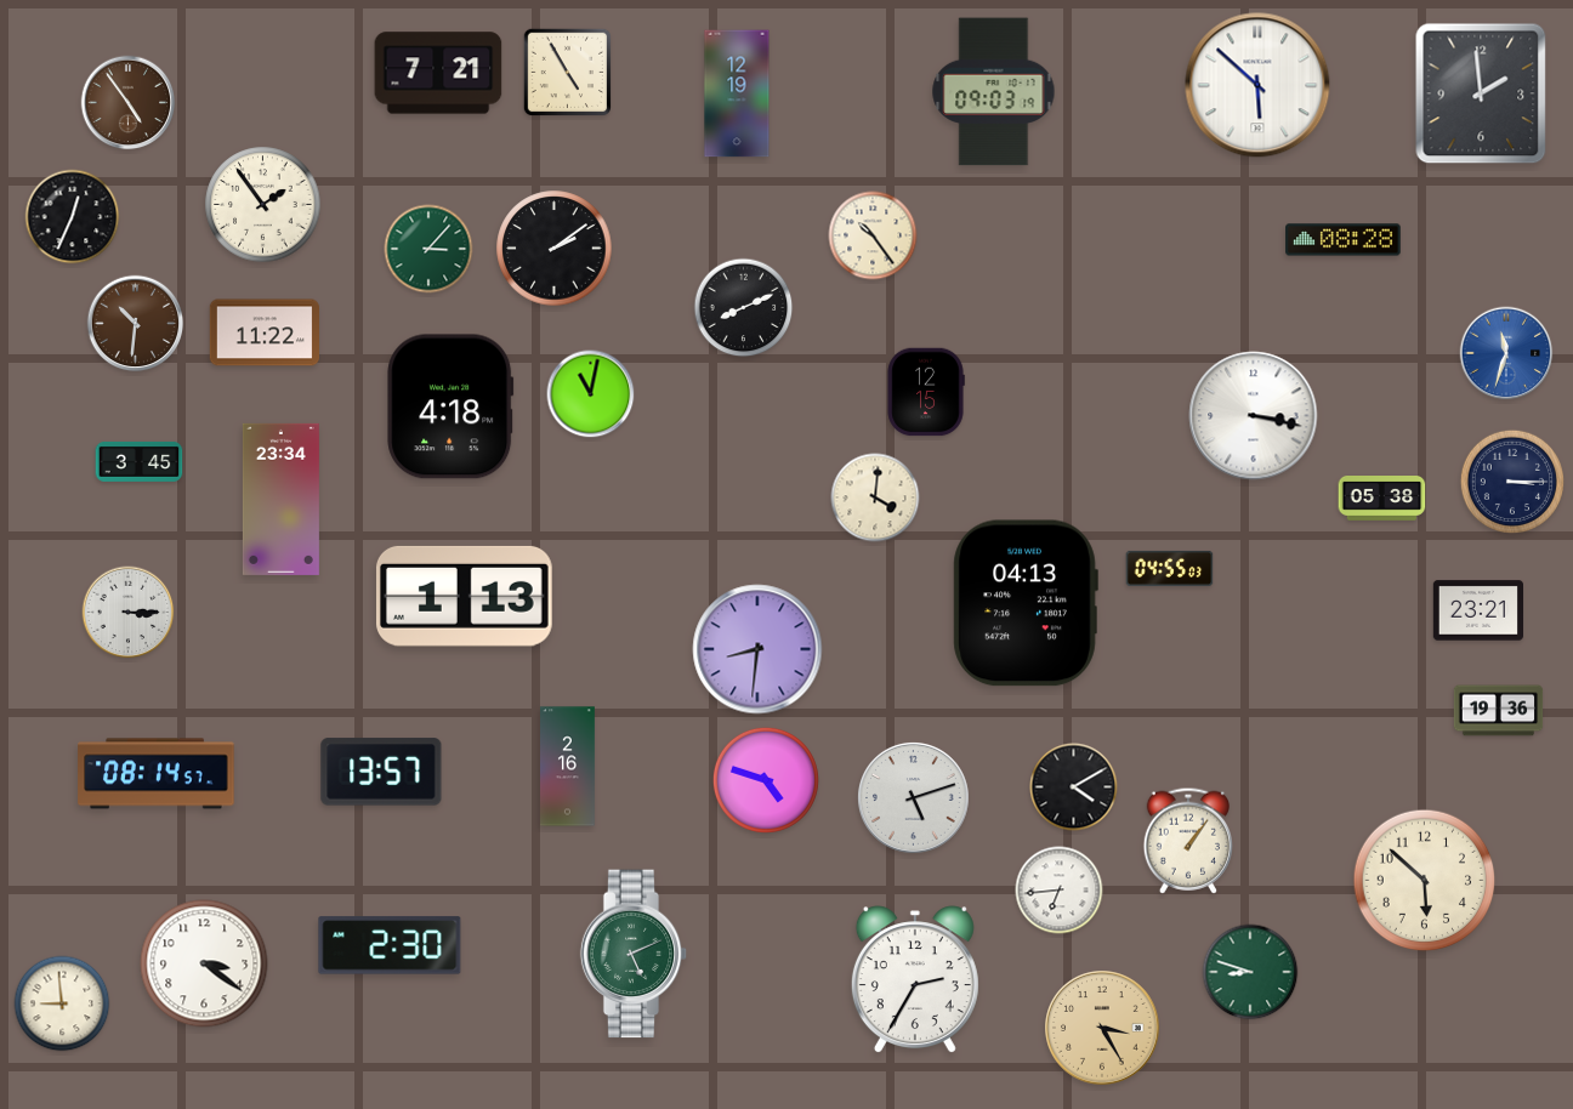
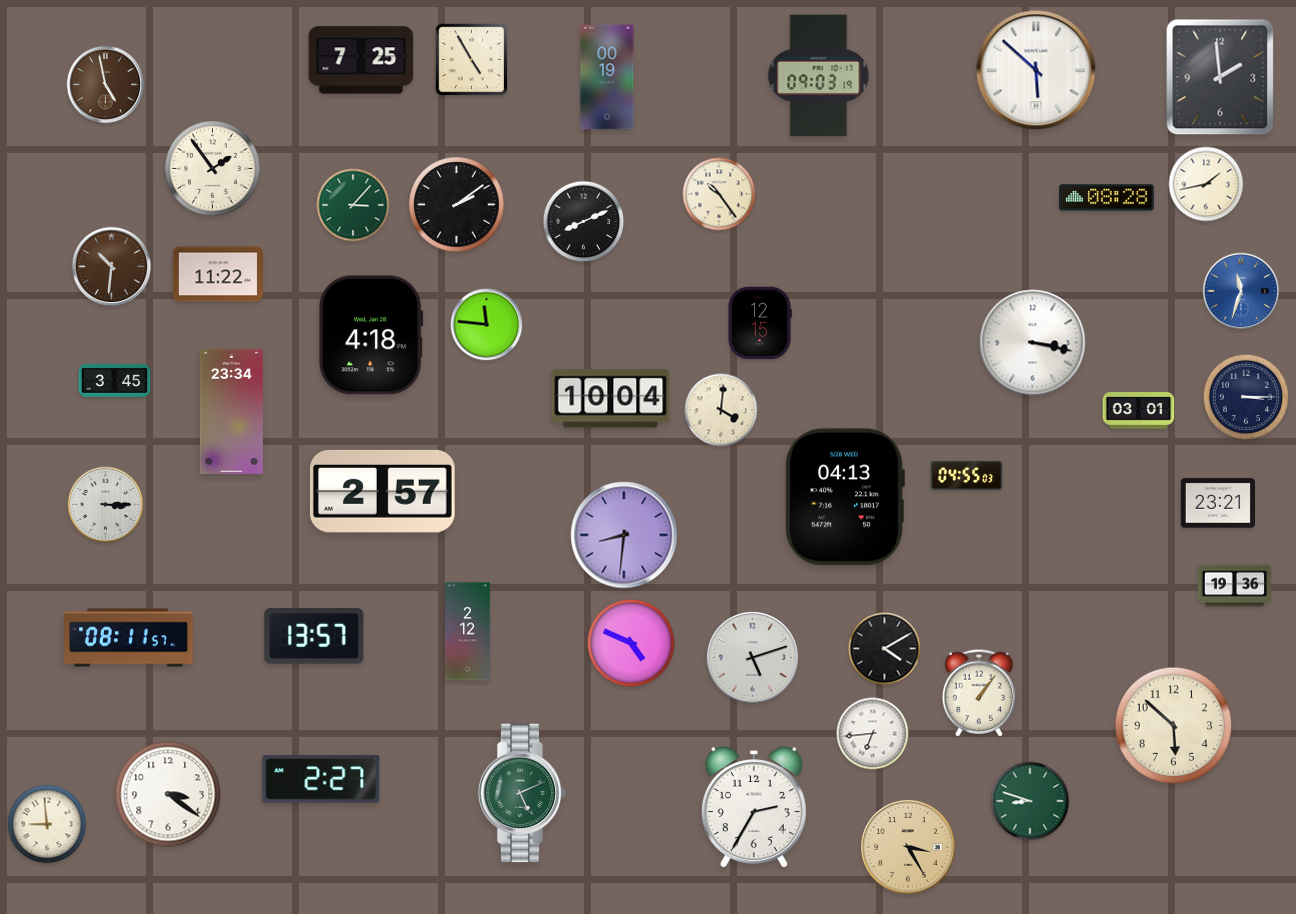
clock at (438, 73): 7:21 -> 7:25
clock at (568, 73) position: (568, 73) -> (472, 60)
clock at (737, 93): 12:19 -> 00:19
clock at (129, 103): 4:54 -> 4:58
clock at (263, 205) position: (263, 205) -> (213, 169)
clock at (73, 217): 12:34 -> none
clock at (1206, 184): none -> 1:43
clock at (744, 308) position: (744, 308) -> (584, 222)
clock at (926, 392) position: (926, 392) -> (760, 323)
clock at (591, 394): 11:02 -> 11:46
clock at (611, 399): none -> 10:04
clock at (1382, 499): 05:38 -> 03:01
clock at (1170, 568) position: (1170, 568) -> (967, 475)
clock at (464, 596): 1:13 -> 2:57
clock at (568, 767): 2:16 -> 2:12
clock at (157, 774): 08:14 -> 08:11
clock at (766, 780): 4:48 -> 4:49
clock at (390, 945): 2:30 -> 2:27
clock at (634, 954) position: (634, 954) -> (522, 793)
clock at (62, 1003) position: (62, 1003) -> (47, 824)
